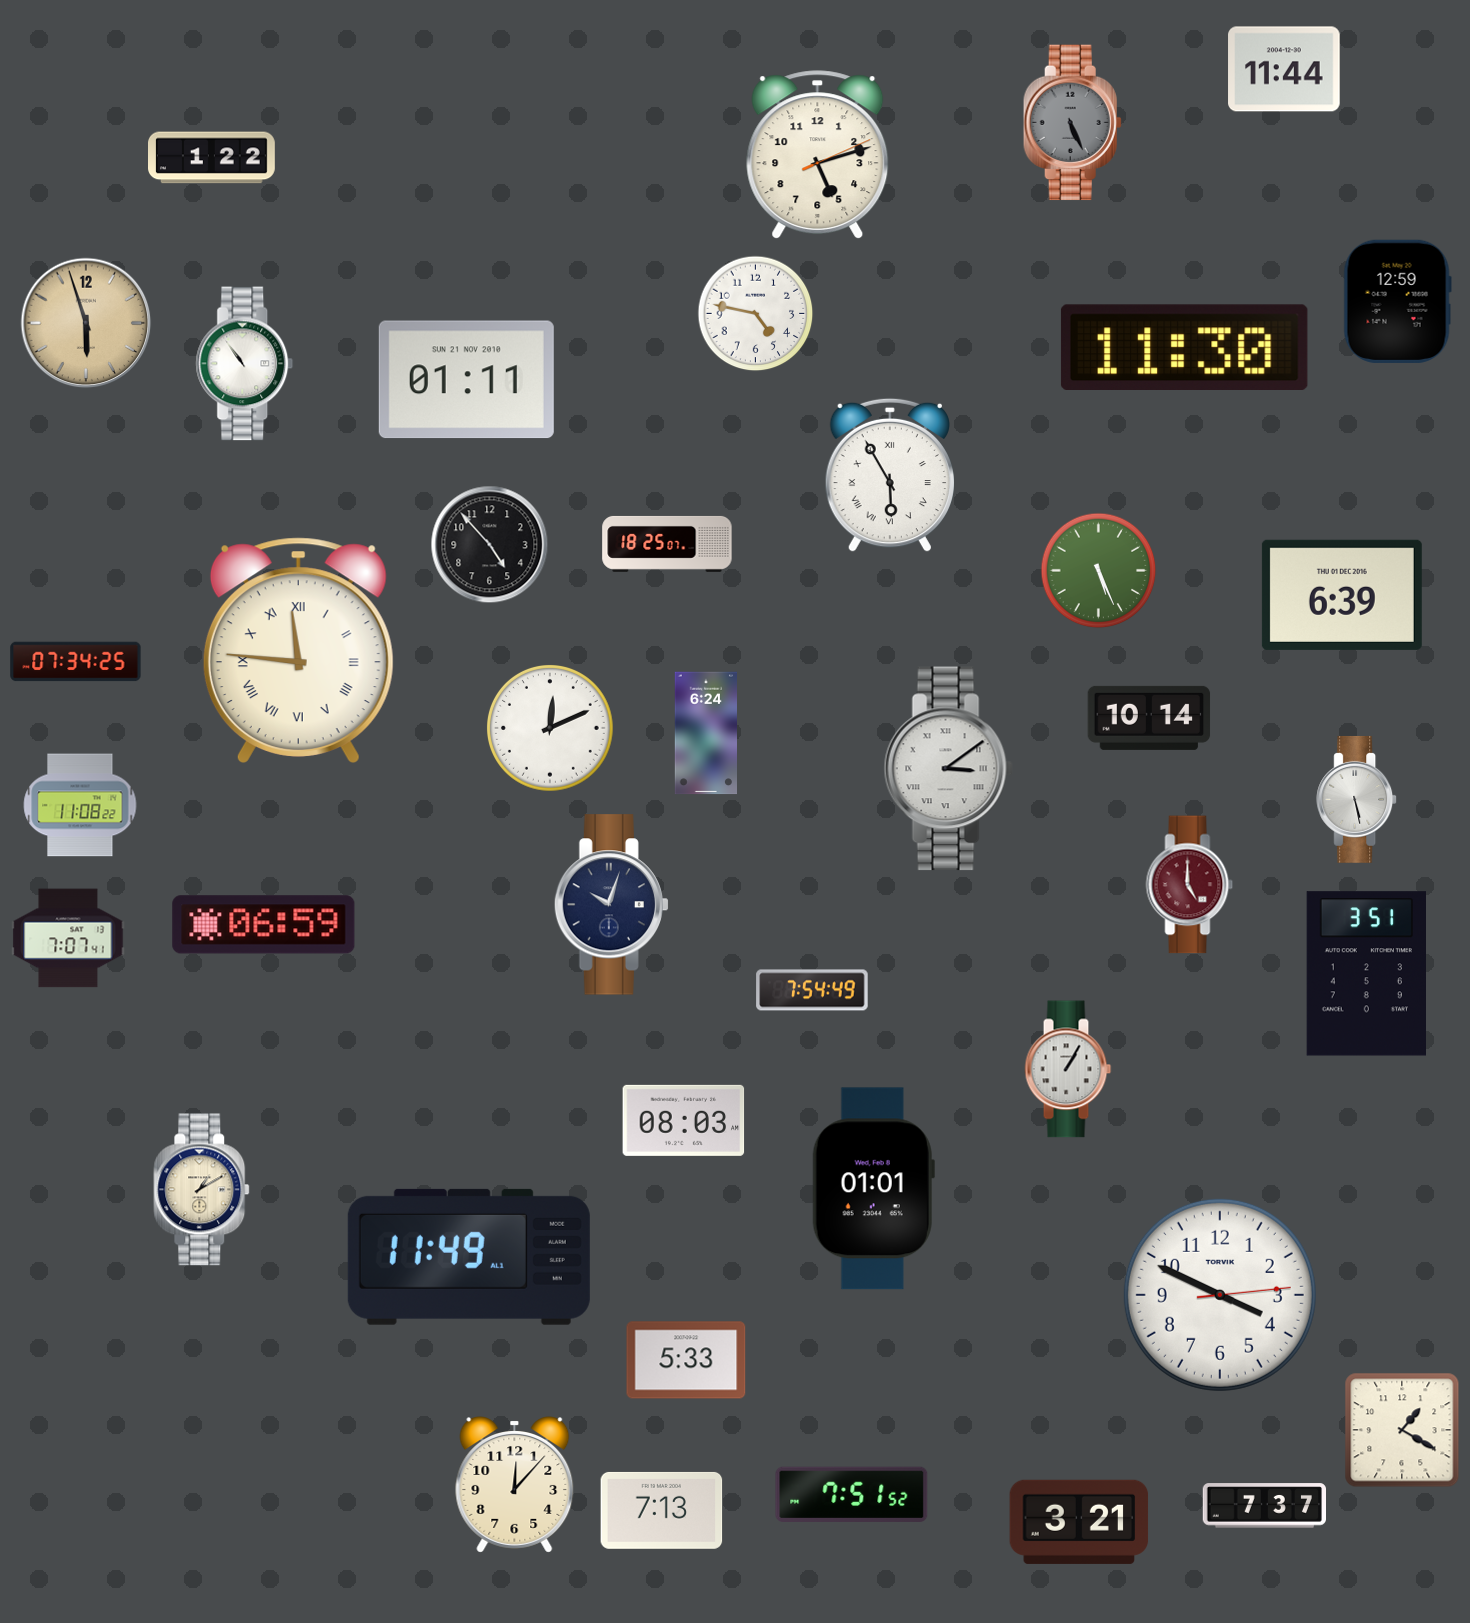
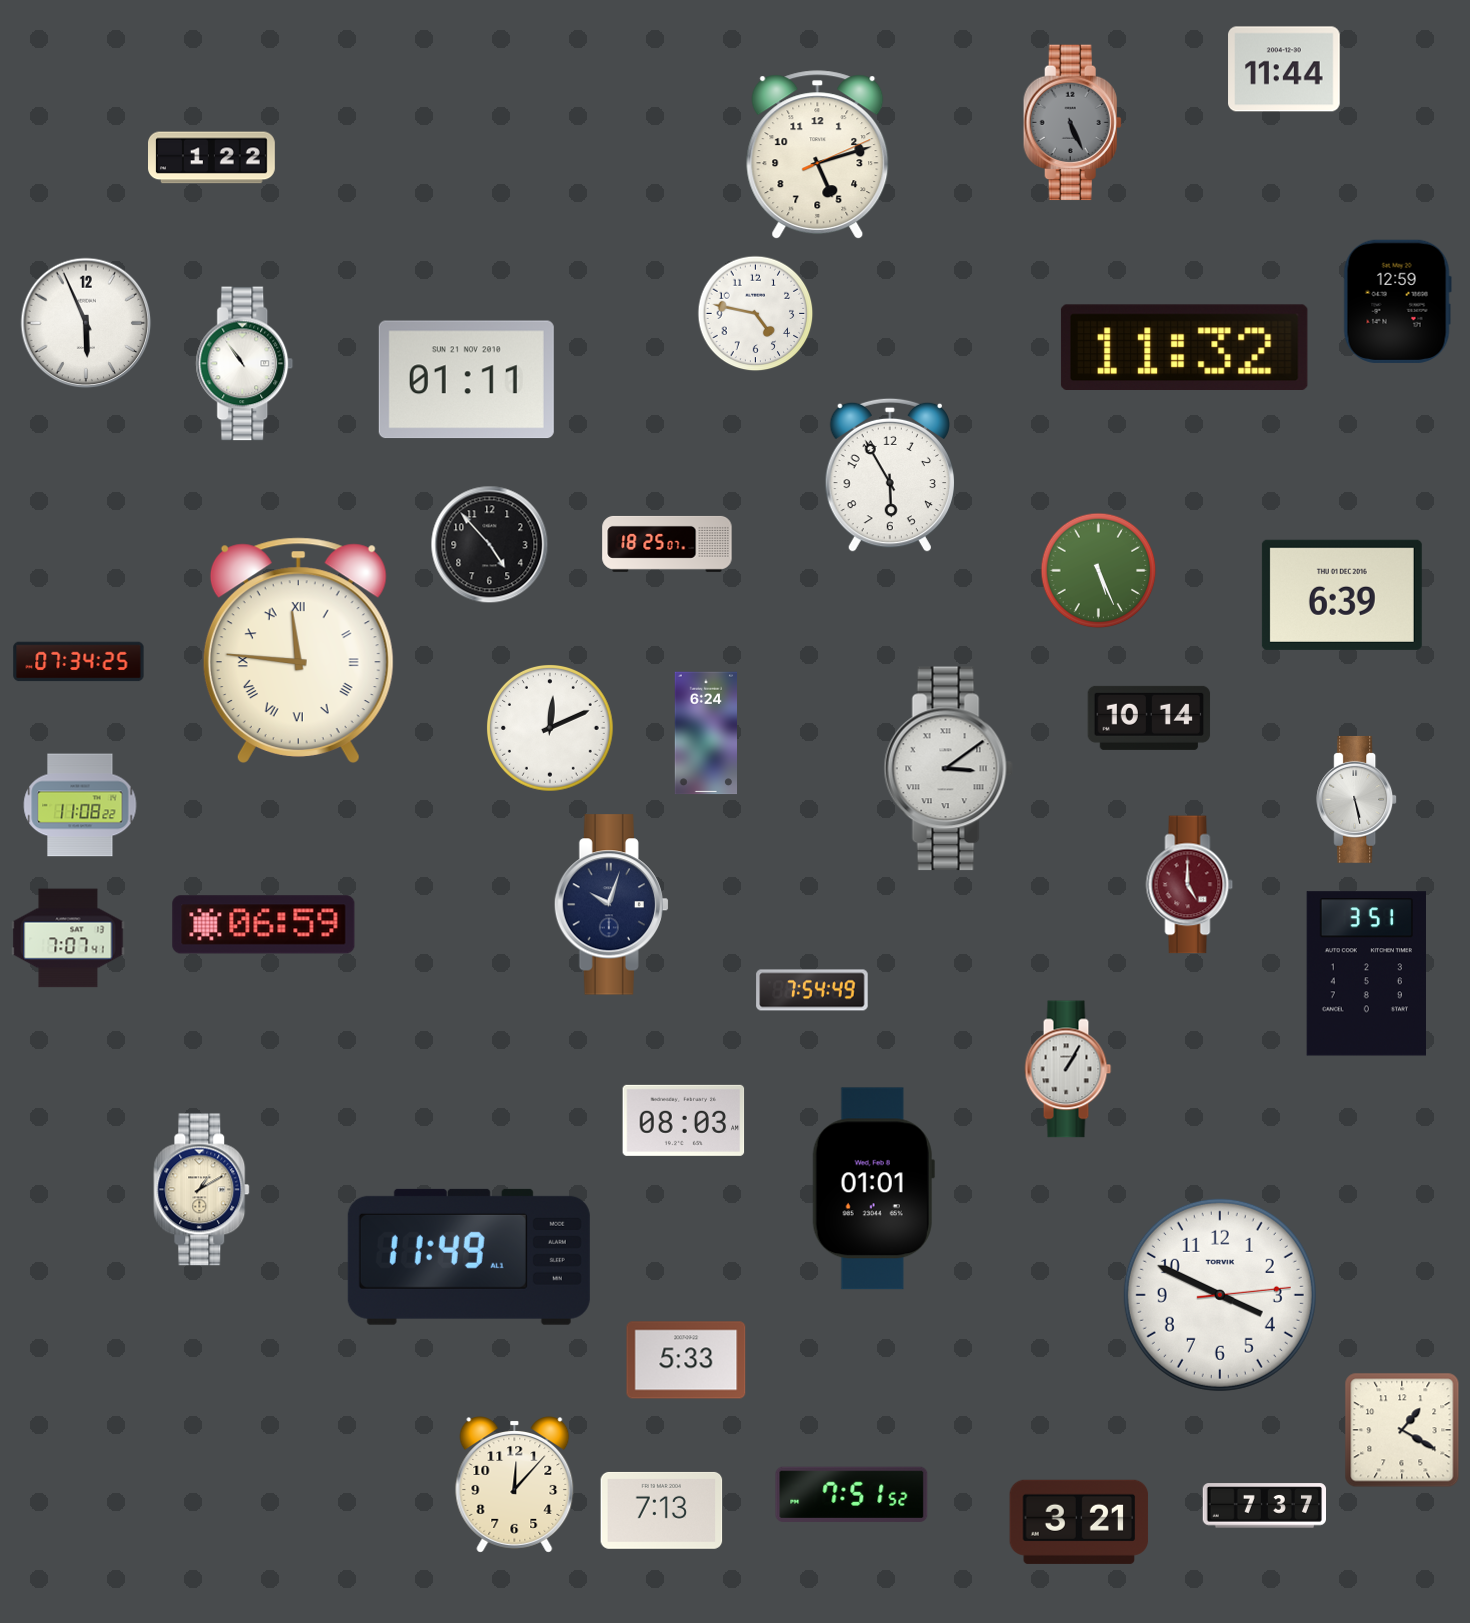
clock at (86, 323): 5:57 -> 5:56
clock at (86, 323) dial: champagne -> white
clock at (1184, 347): 11:30 -> 11:32
clock at (890, 475) numerals: Roman -> Arabic
clock at (76, 662) position: (76, 662) -> (79, 662)
